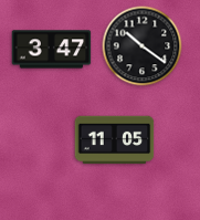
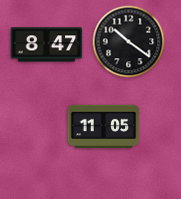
clock at (52, 50): 3:47 -> 8:47
